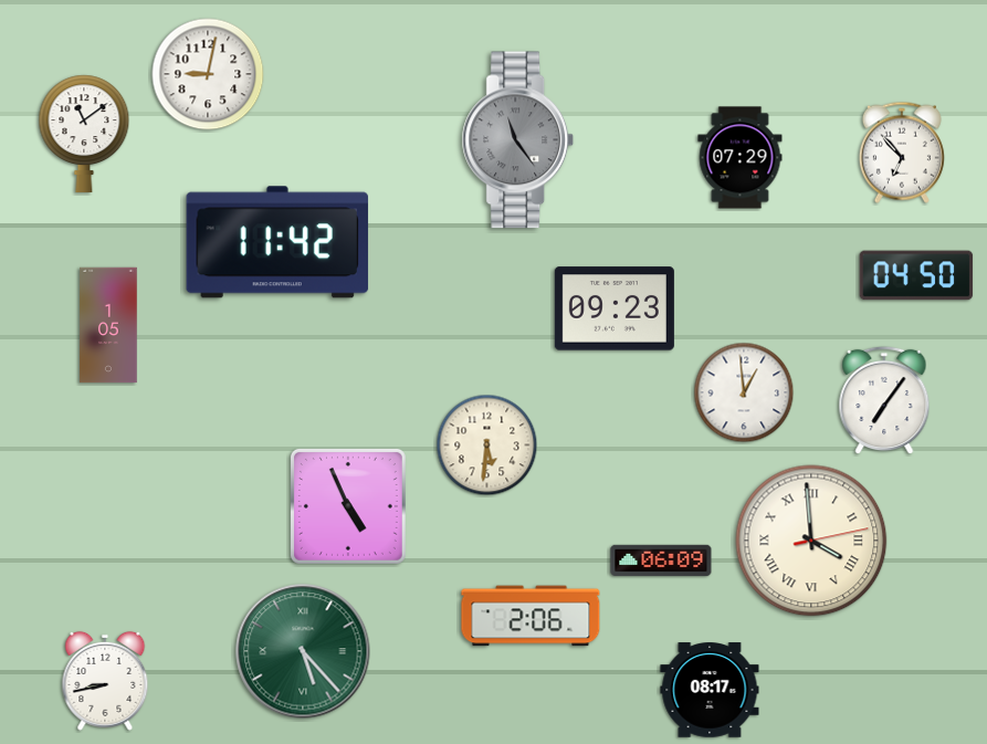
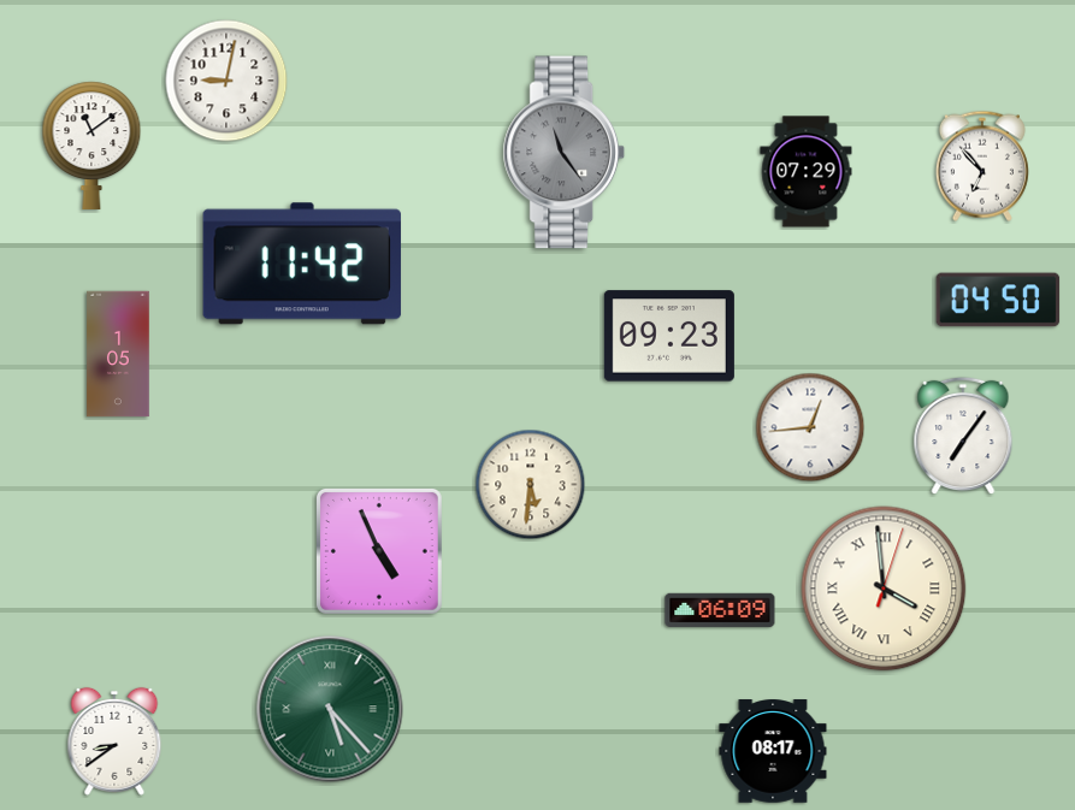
clock at (744, 392): 12:59 -> 12:44
clock at (811, 541): 3:59:13 -> 3:59:03
clock at (531, 616): 2:06 -> none
clock at (105, 681): 8:43 -> 8:39
